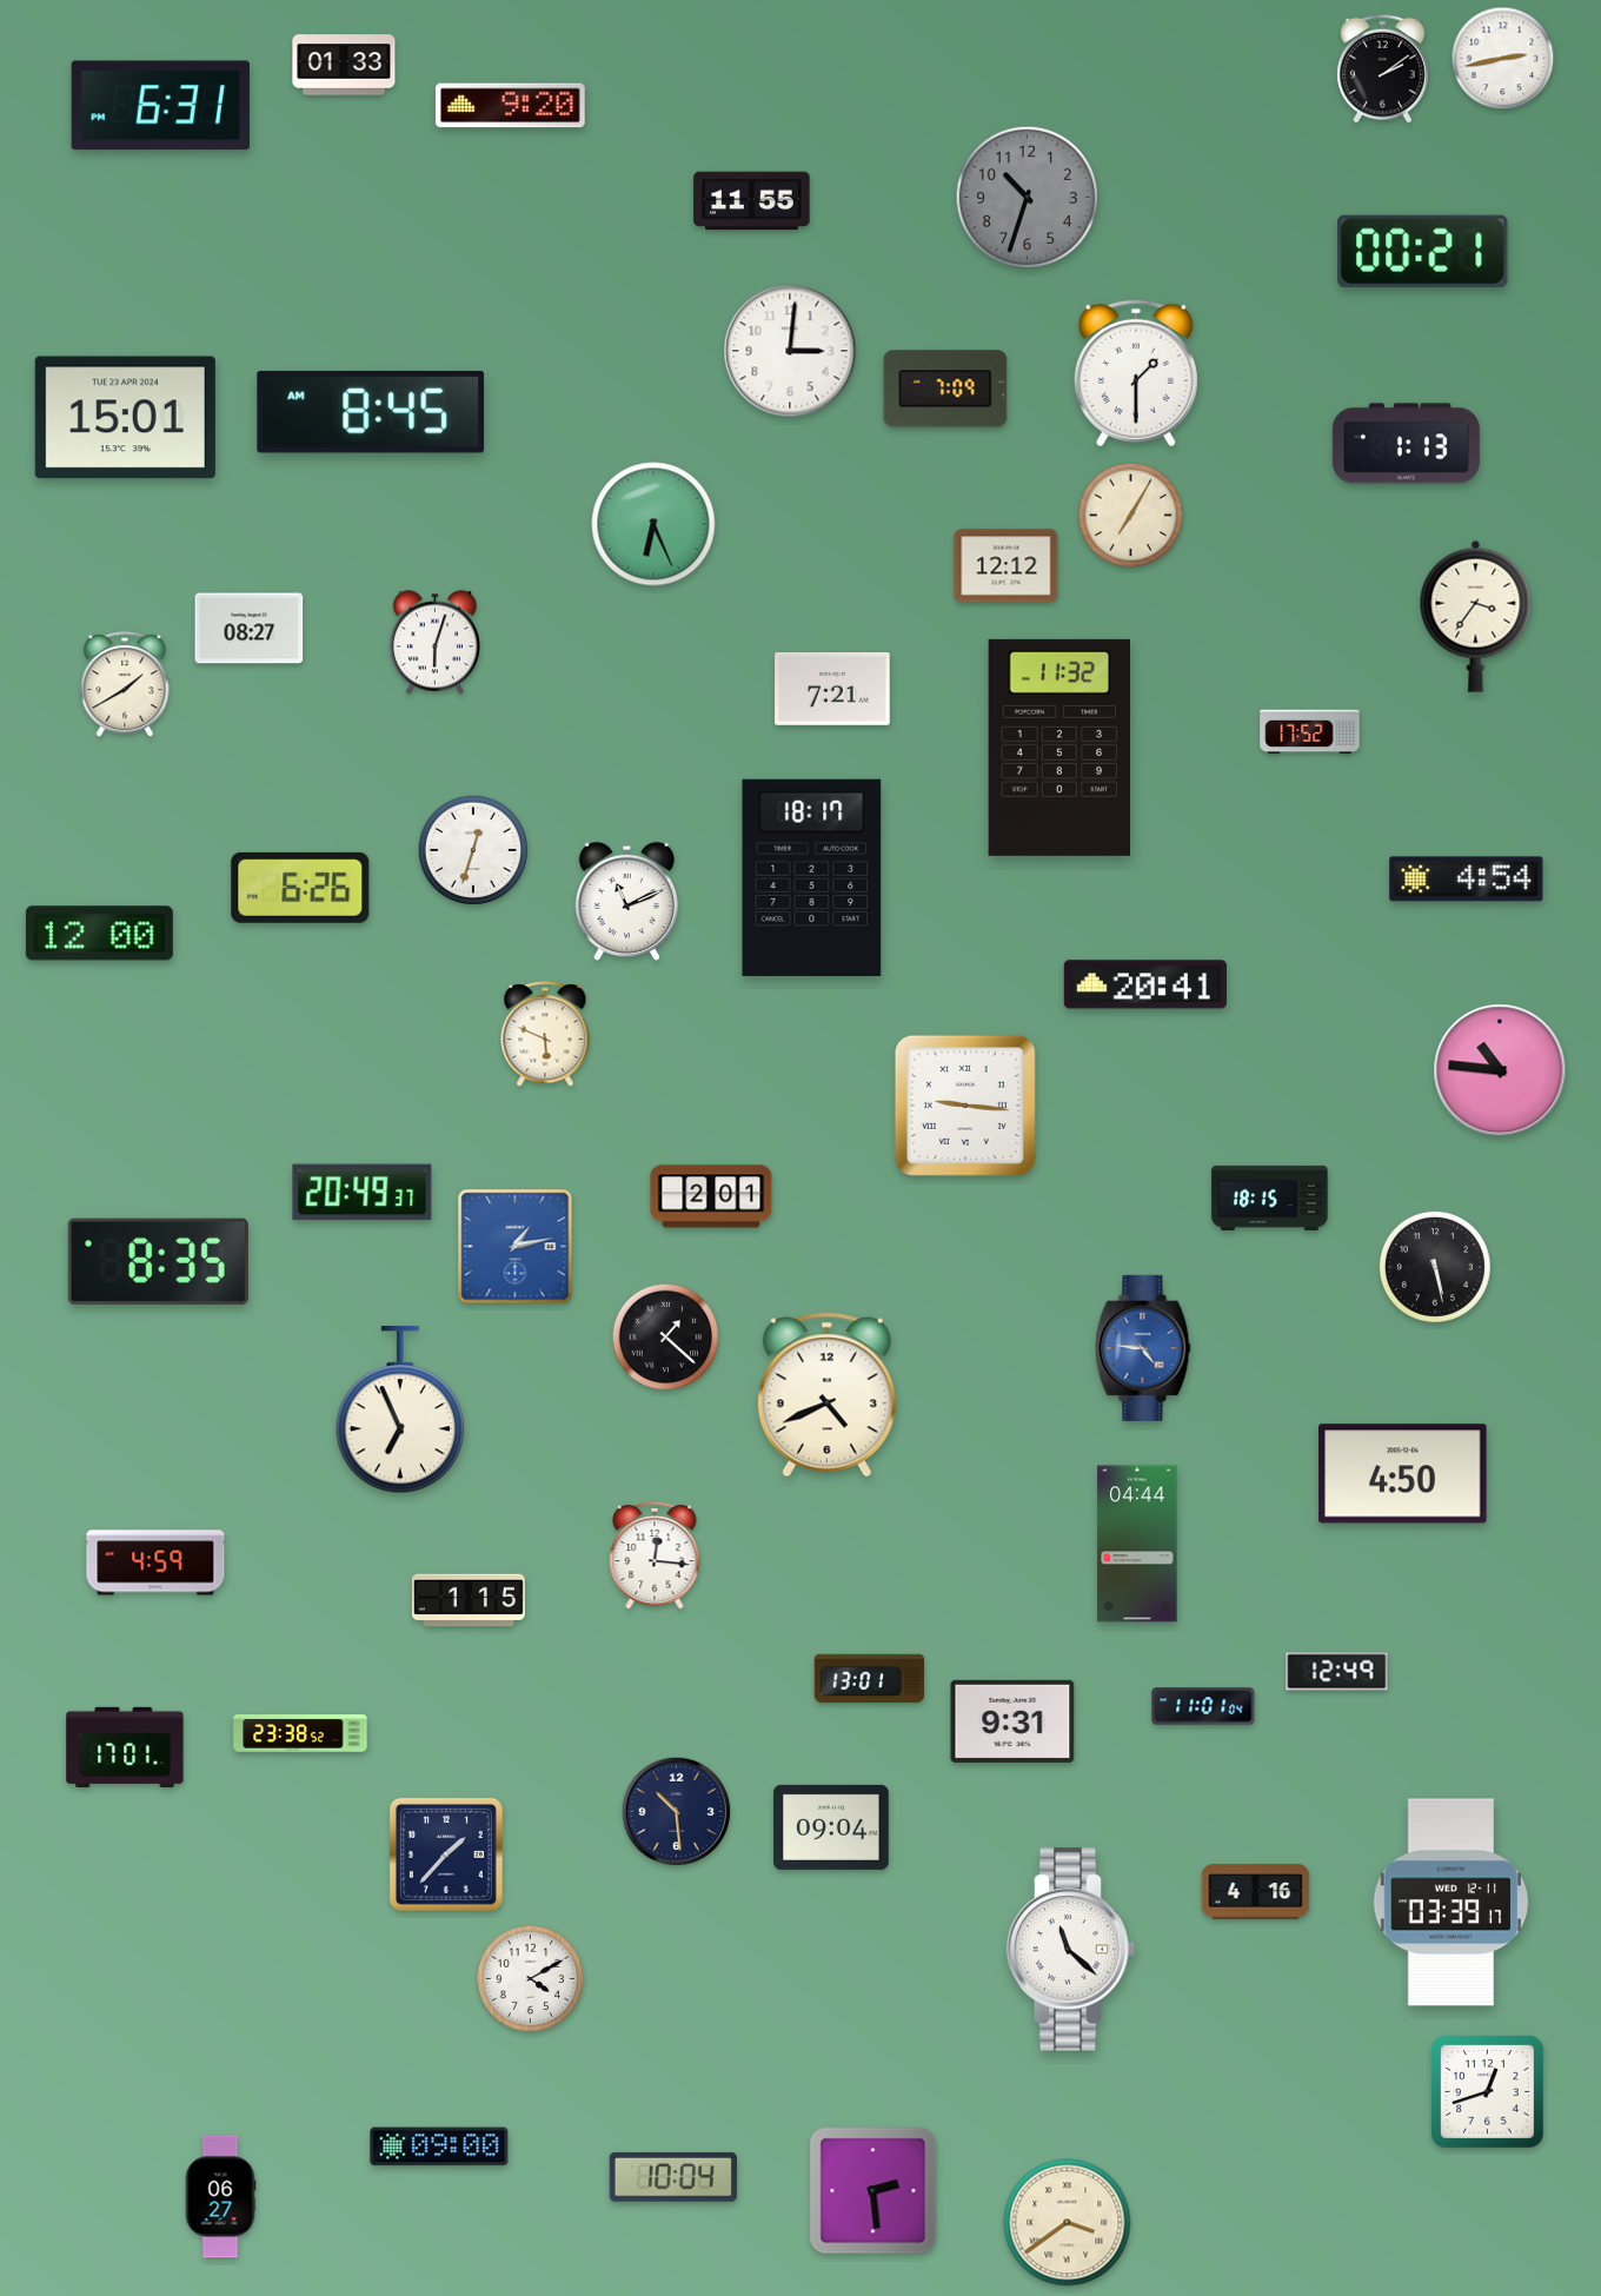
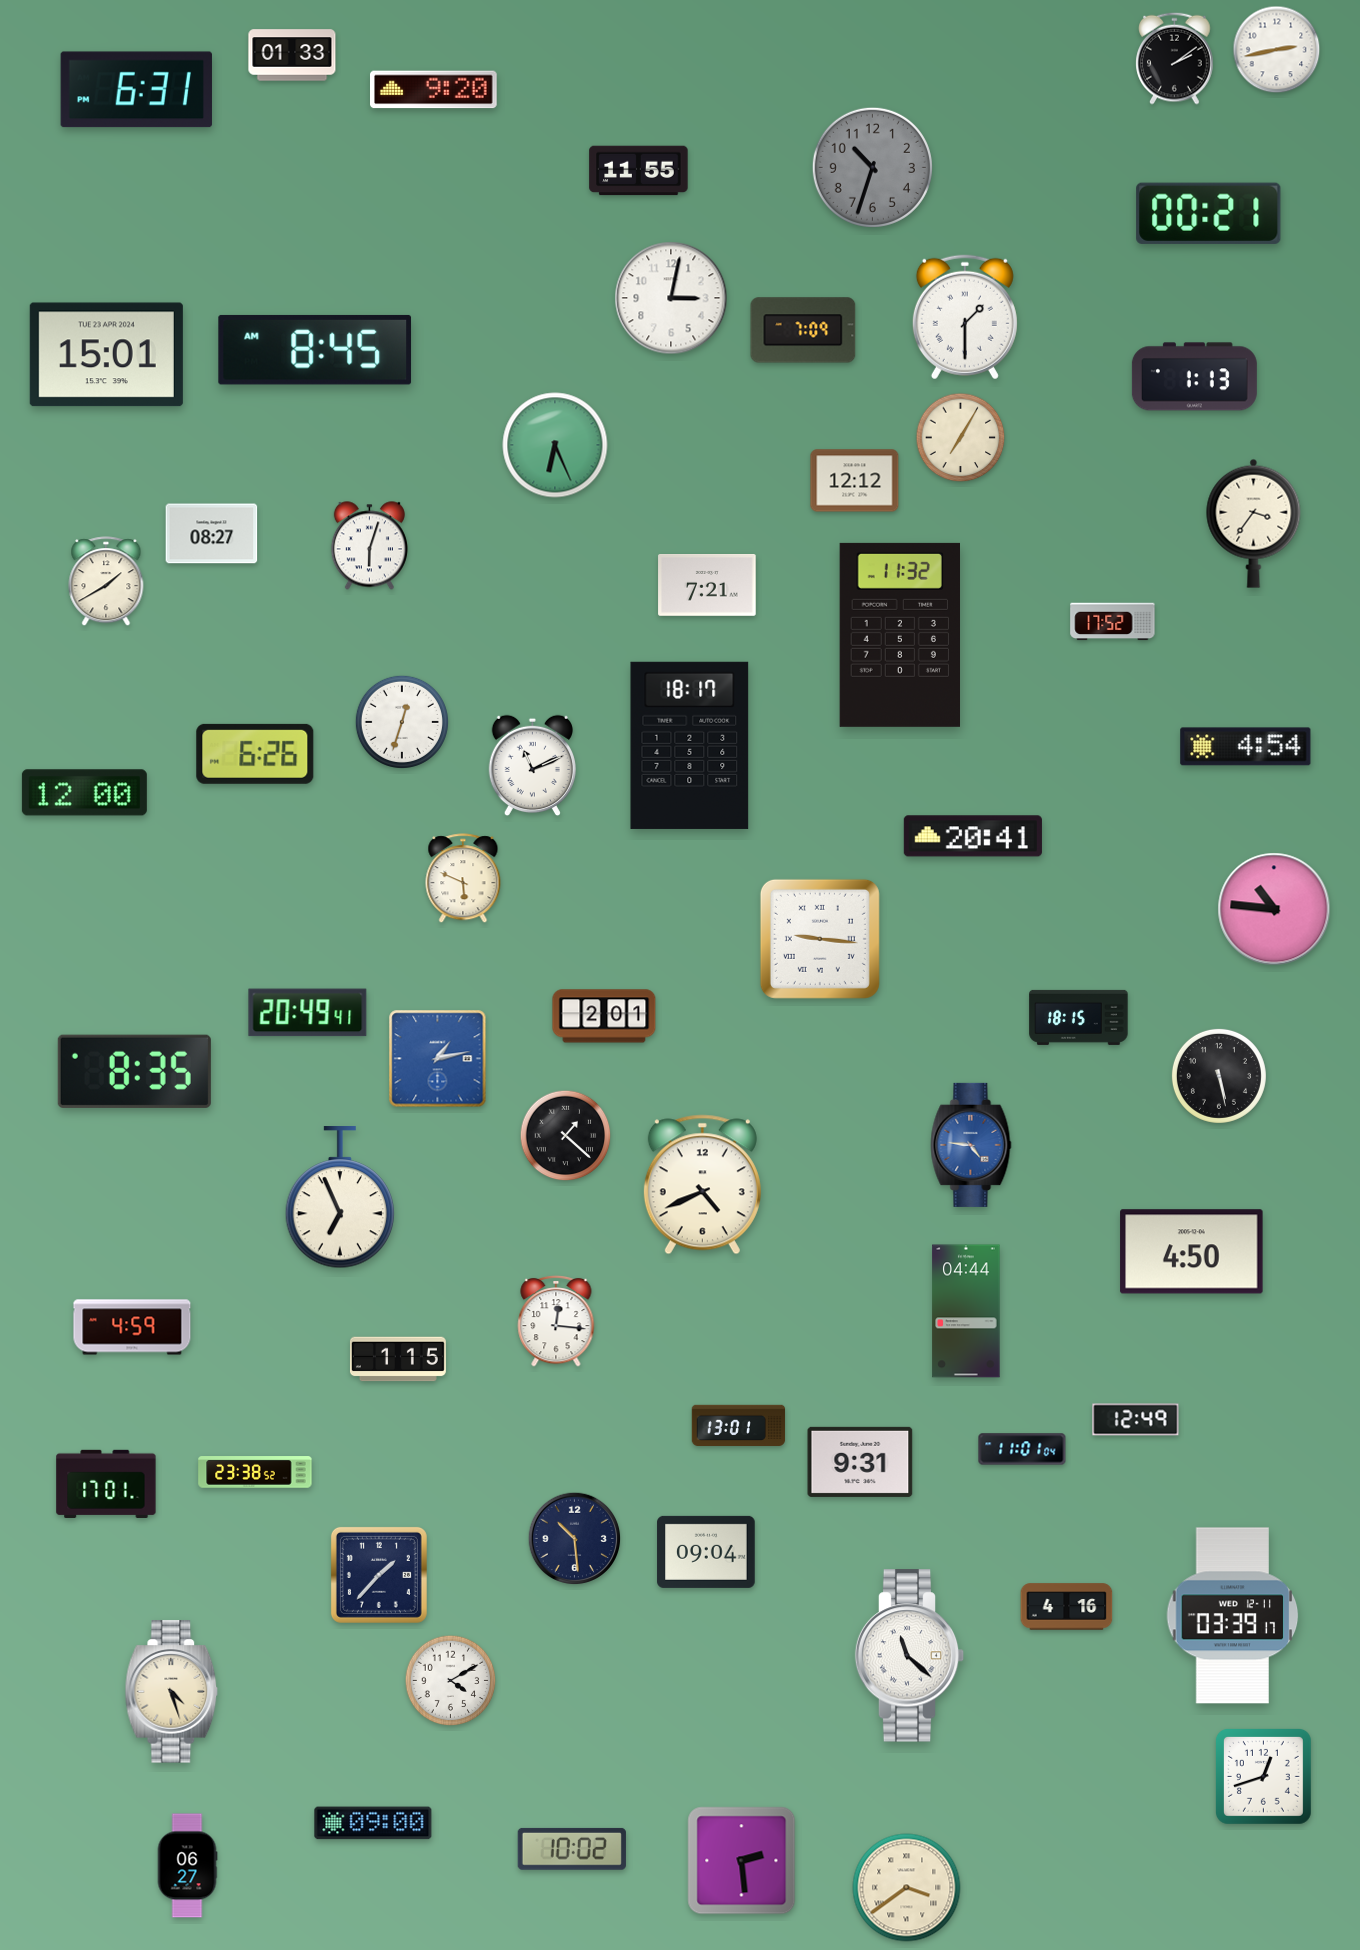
clock at (790, 351): 3:01 -> 3:02
clock at (363, 1193): 20:49:37 -> 20:49:41
clock at (172, 1692): none -> 4:27
clock at (673, 2177): 10:04 -> 10:02
